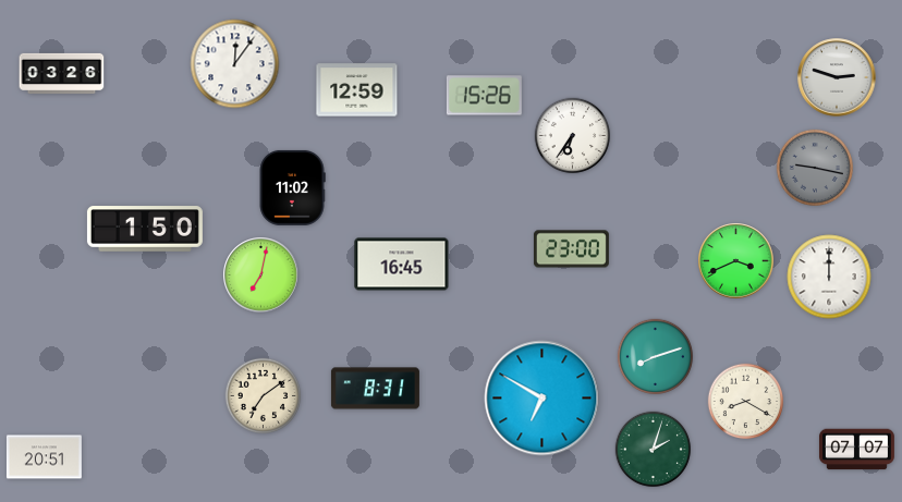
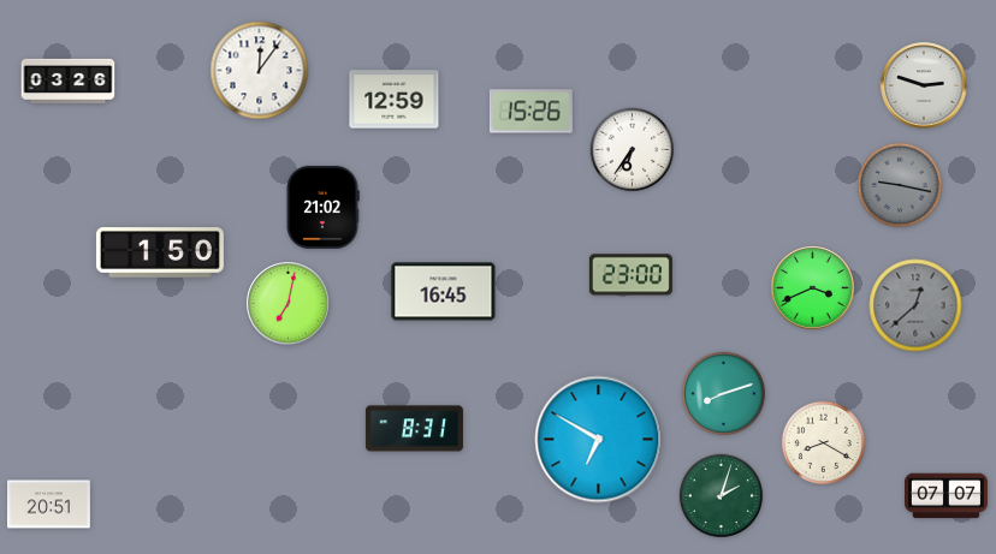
clock at (484, 96) position: (484, 96) -> (530, 112)
clock at (292, 187): 11:02 -> 21:02
clock at (829, 277): 12:00 -> 12:38
clock at (829, 277) dial: white -> grey
clock at (264, 396): 7:09 -> none
